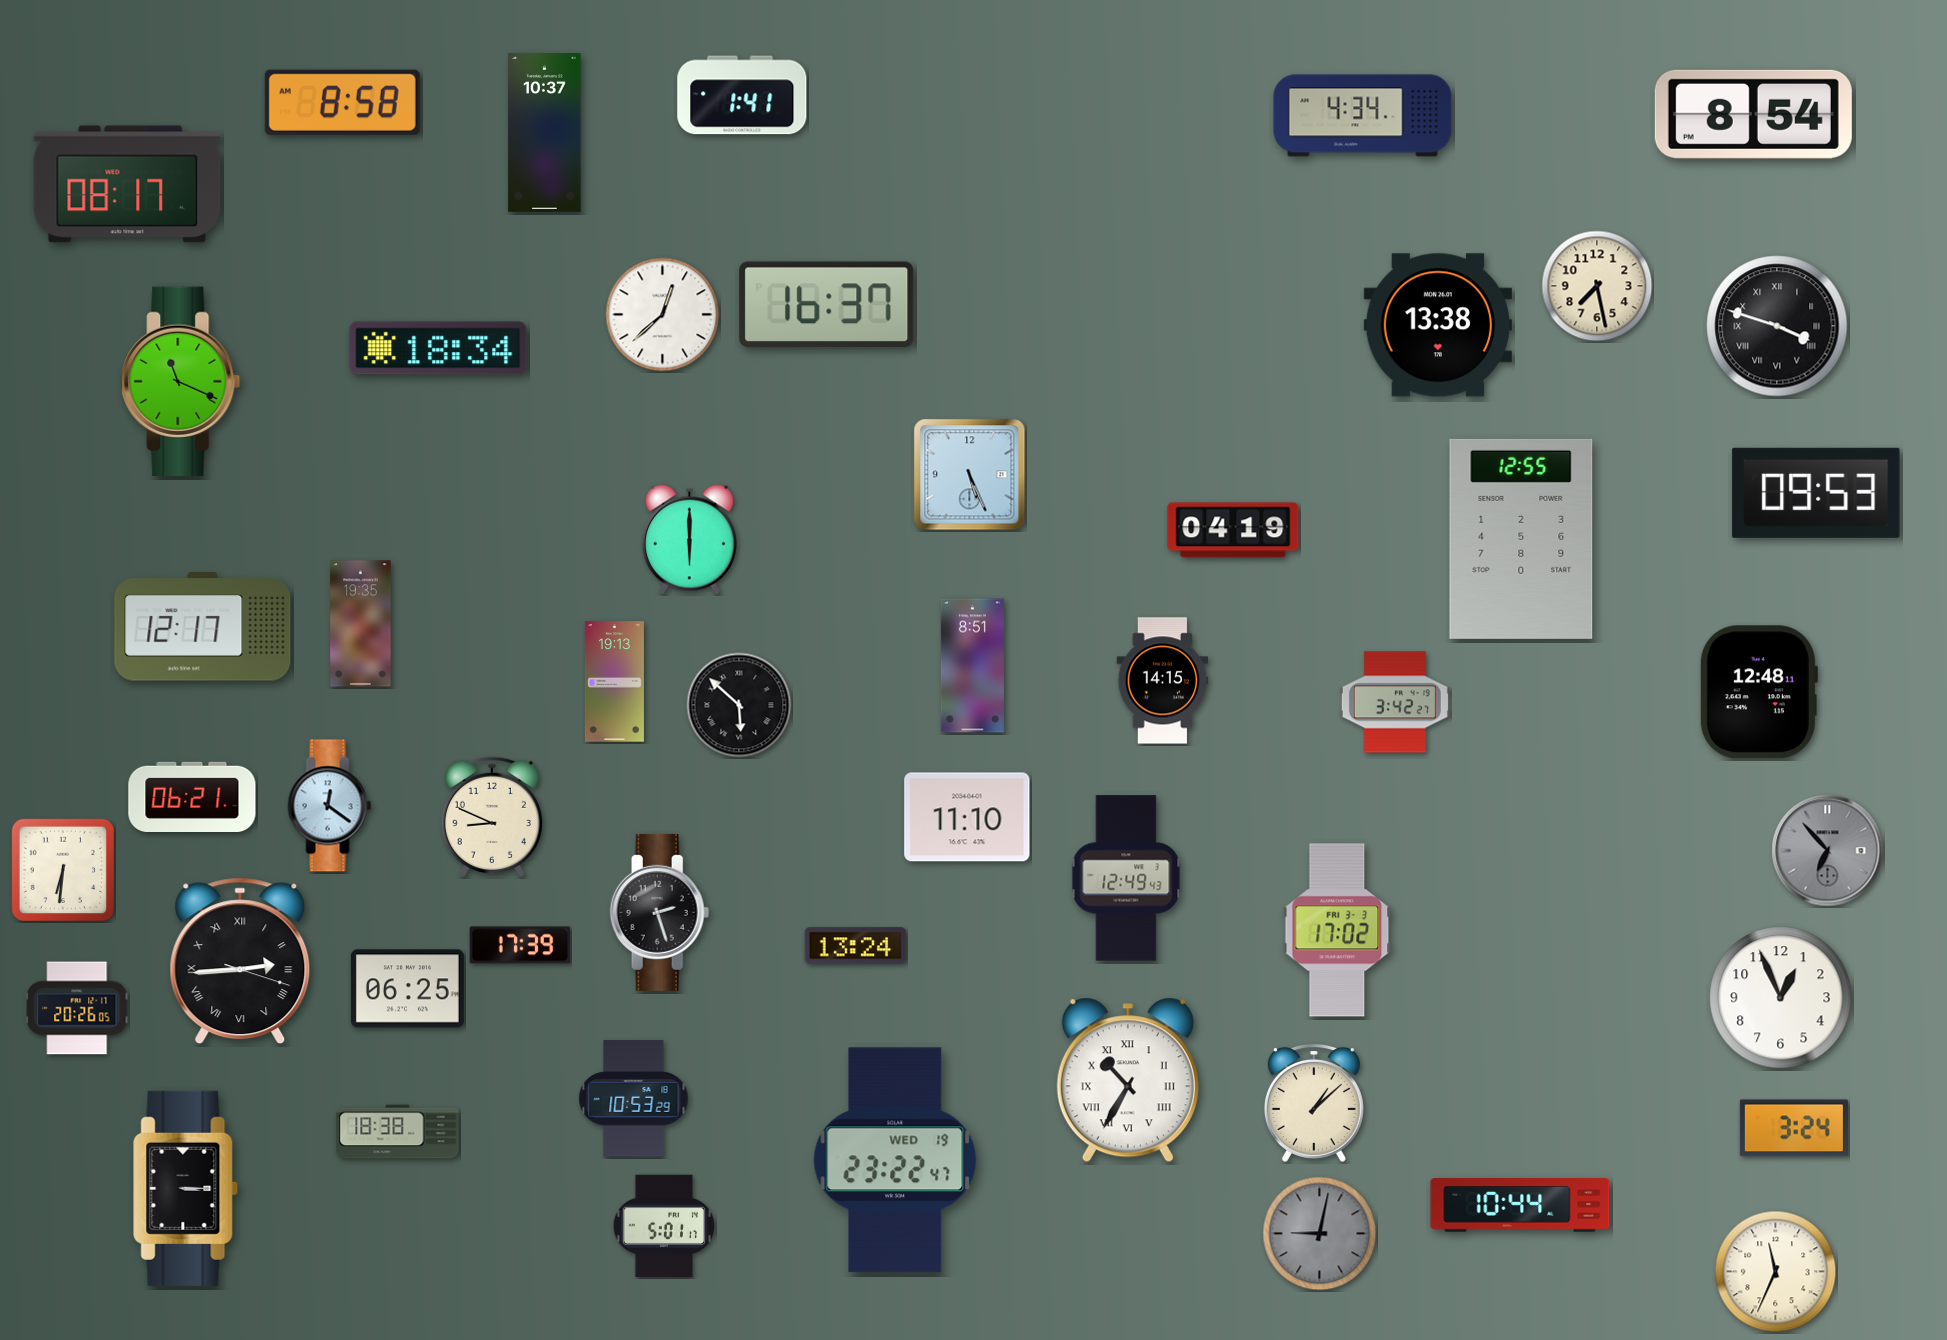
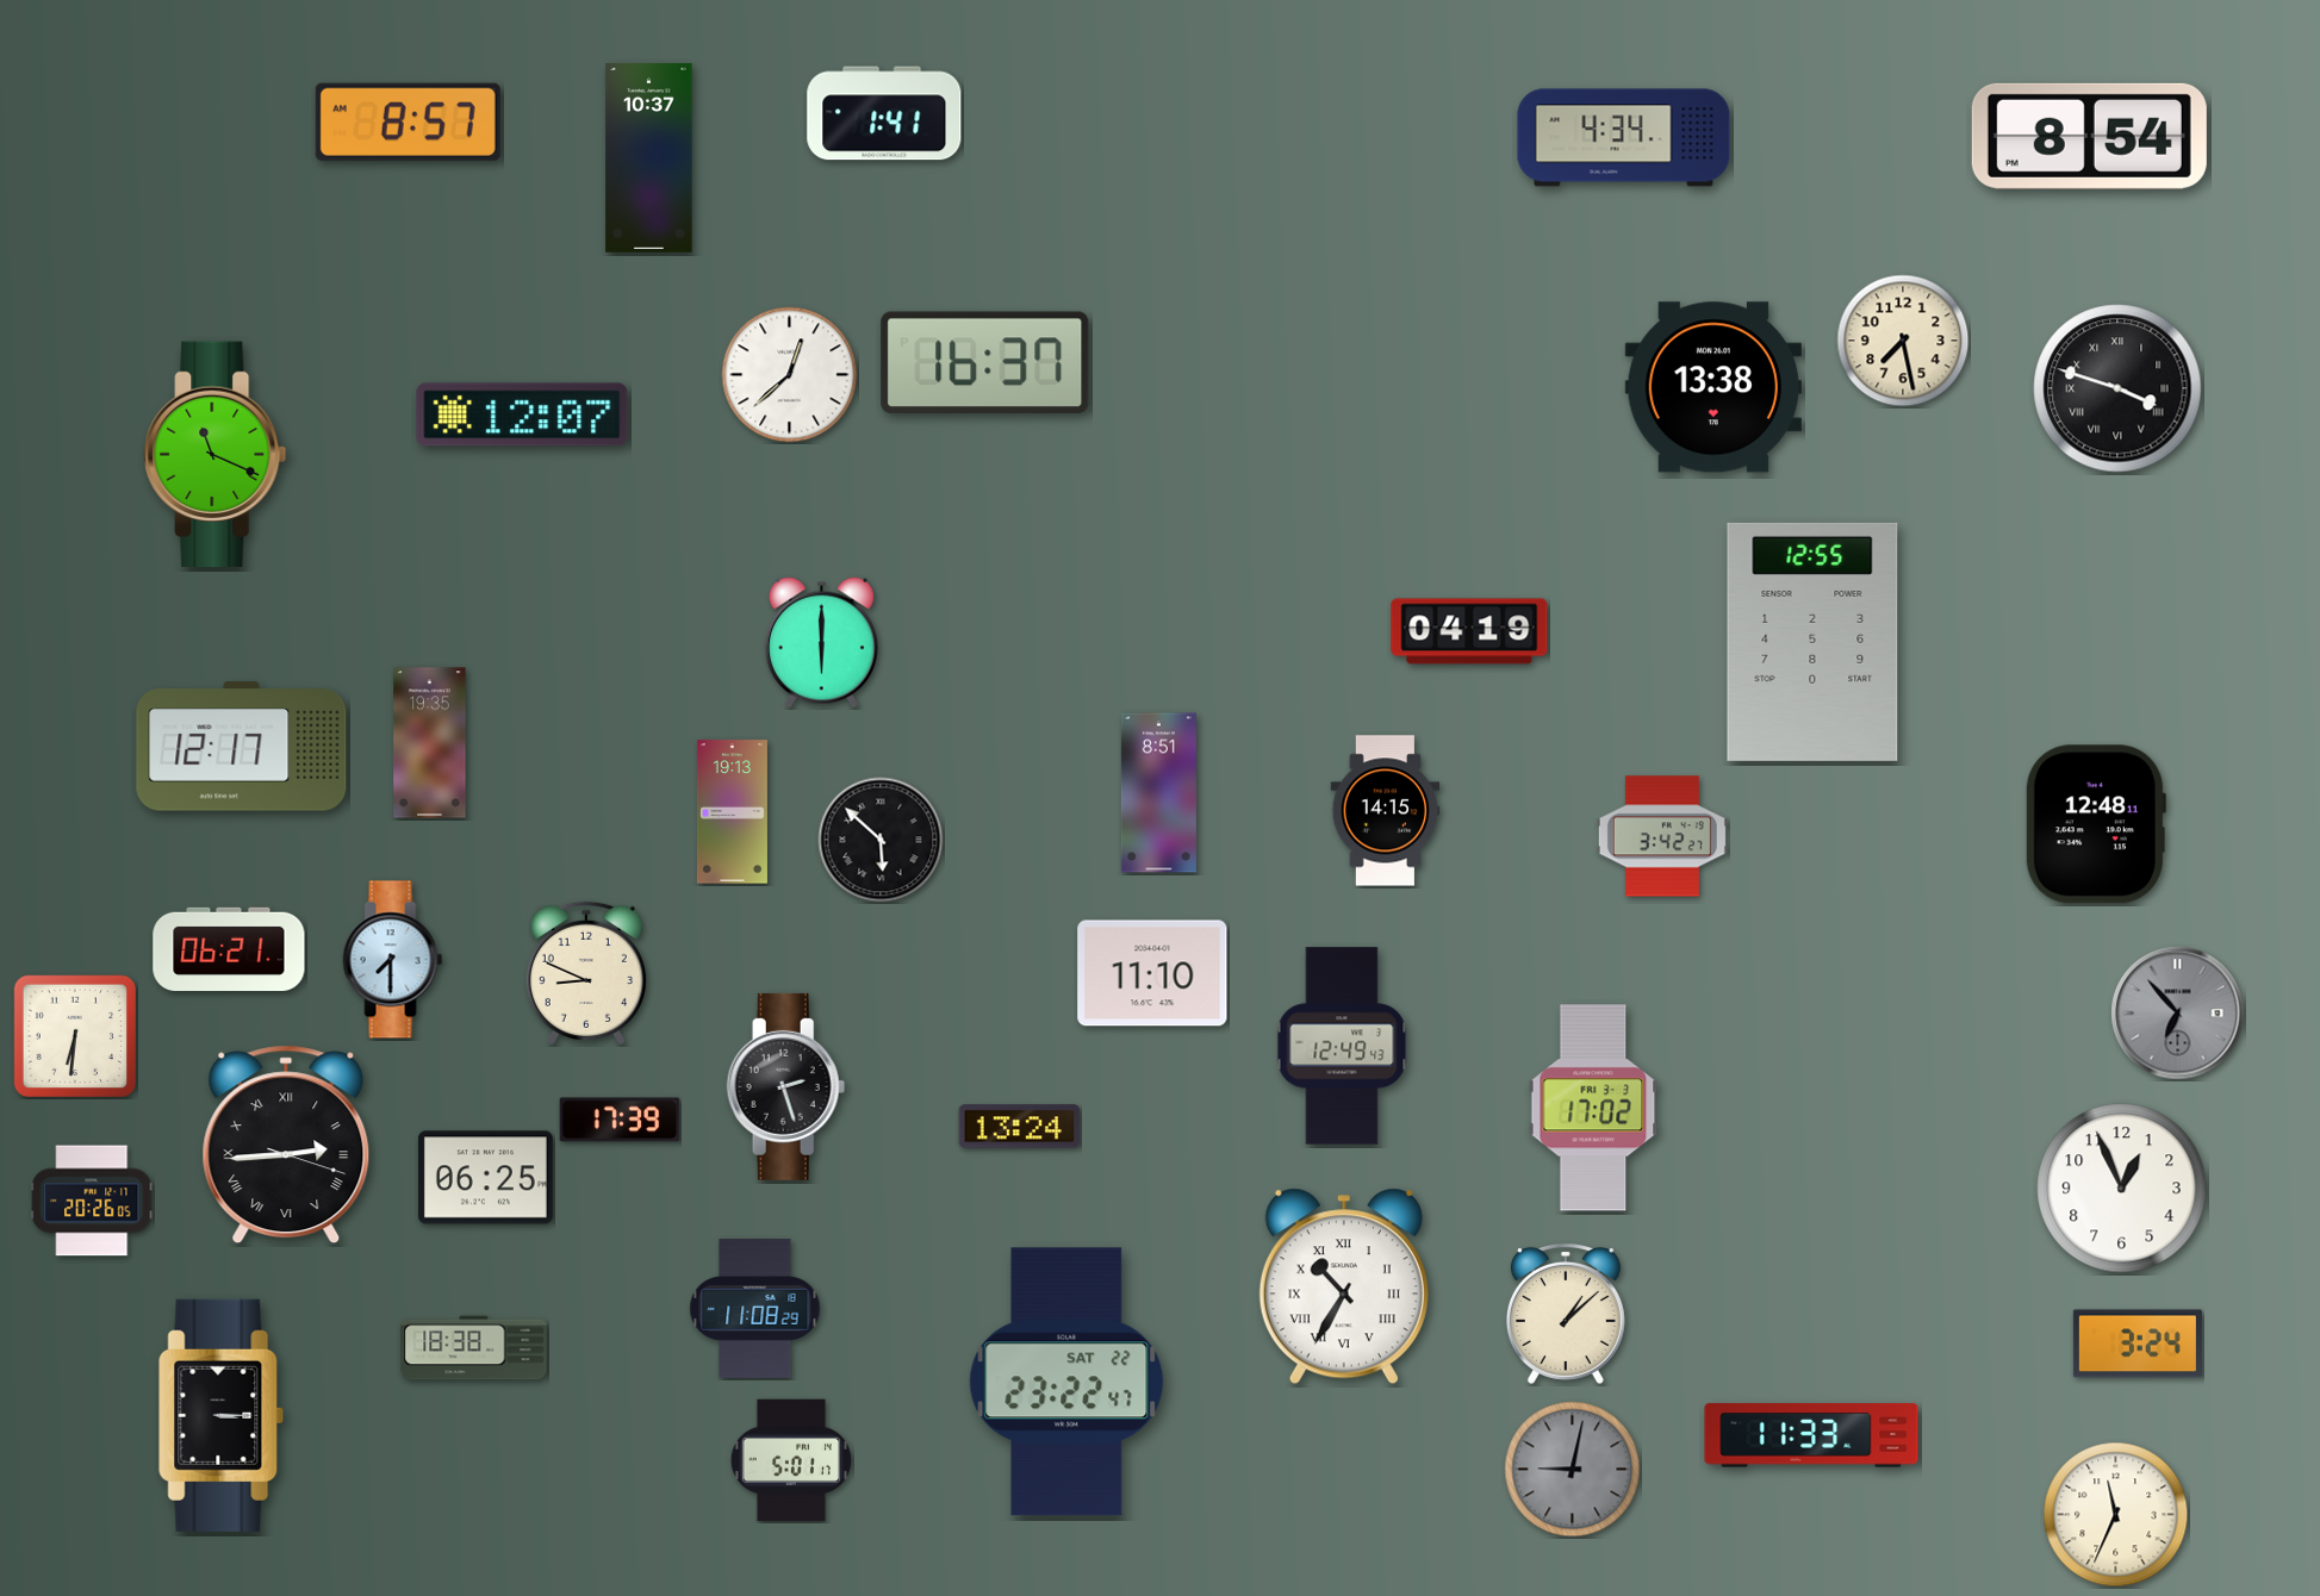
clock at (342, 102): 8:58 -> 8:57
clock at (127, 184): 08:17 -> none
clock at (438, 348): 18:34 -> 12:07
clock at (970, 475): 5:26 -> none
clock at (1816, 493): 09:53 -> none
clock at (330, 806): 12:21 -> 7:30
clock at (520, 945) position: (520, 945) -> (620, 1120)
clock at (634, 1099): 10:53 -> 11:08
clock at (895, 1160) date: WED 19 -> SAT 22
clock at (1520, 1205): 10:44 -> 11:33
